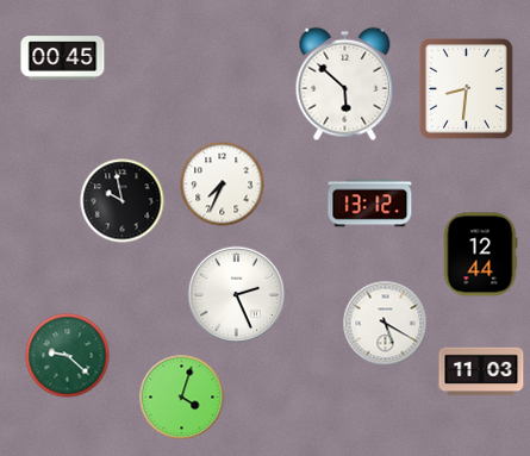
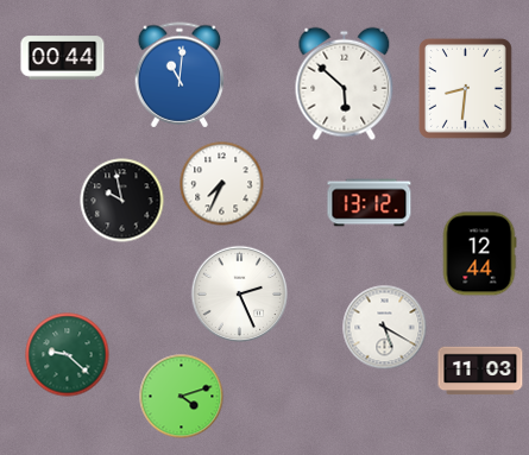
clock at (63, 58): 00:45 -> 00:44
clock at (180, 75): none -> 11:01
clock at (237, 295) position: (237, 295) -> (240, 295)
clock at (386, 324) position: (386, 324) -> (385, 328)
clock at (182, 398): 4:03 -> 4:12
